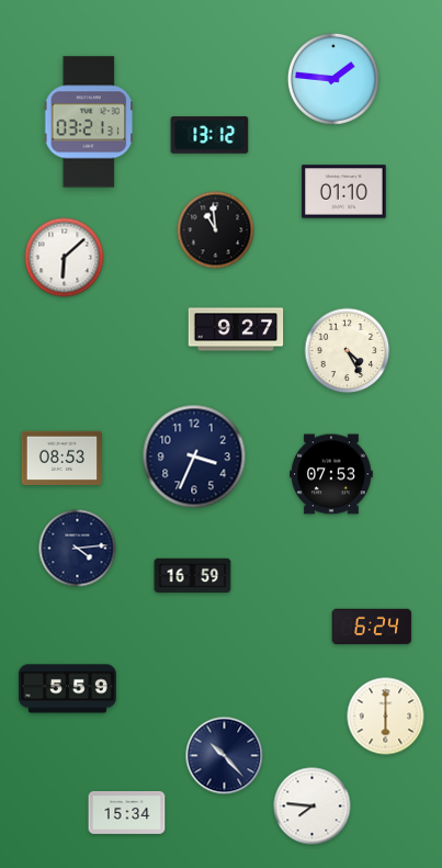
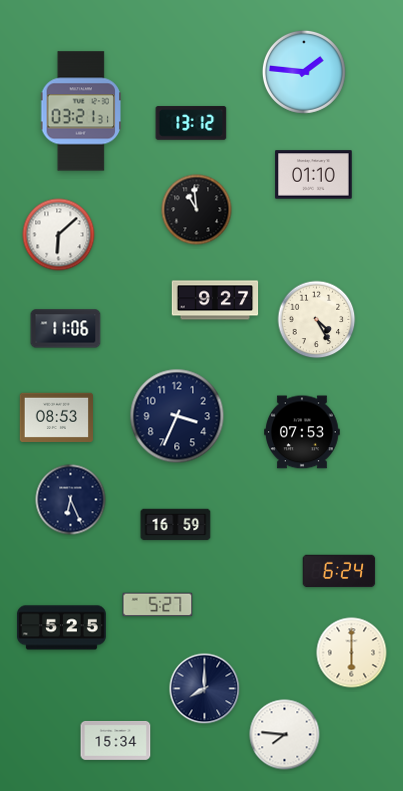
clock at (66, 329): none -> 11:06
clock at (78, 549): 4:14 -> 6:26
clock at (158, 605): none -> 5:27
clock at (67, 689): 5:59 -> 5:25
clock at (225, 756): 10:23 -> 8:00
